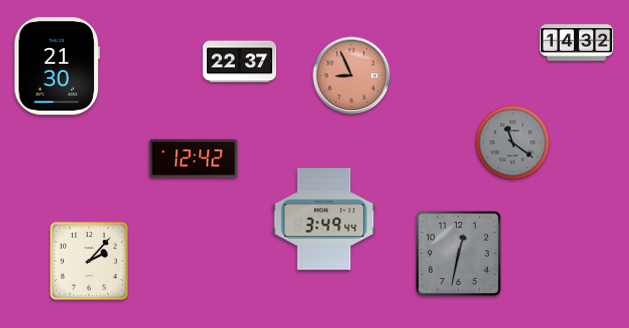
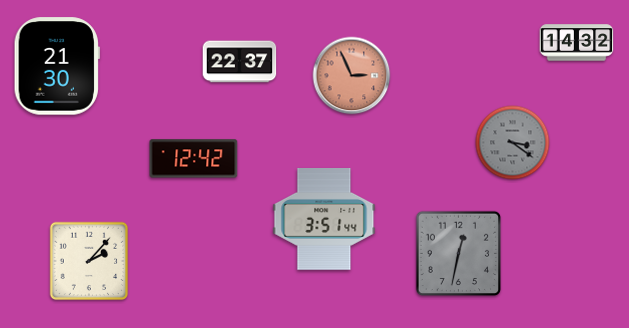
clock at (352, 76): 8:56 -> 2:56
clock at (513, 143): 11:21 -> 3:21
clock at (324, 220): 3:49 -> 3:51
